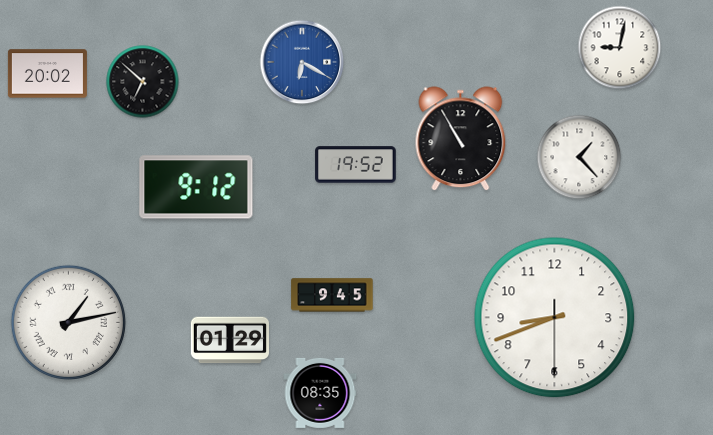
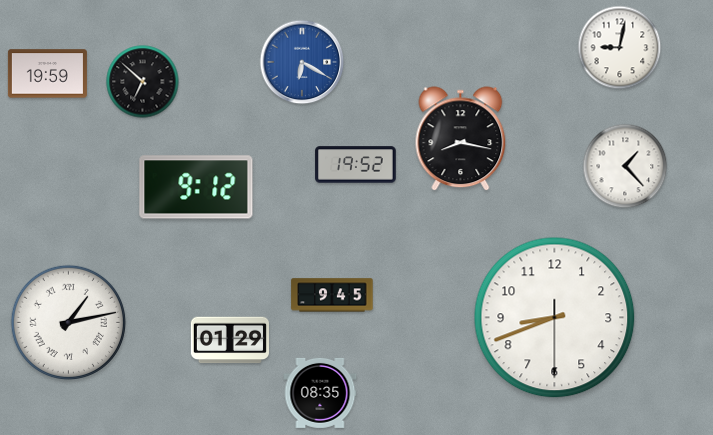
clock at (47, 74): 20:02 -> 19:59
clock at (461, 139): 10:55 -> 8:17
clock at (579, 157) position: (579, 157) -> (625, 166)
